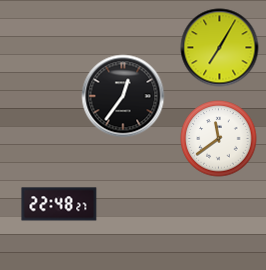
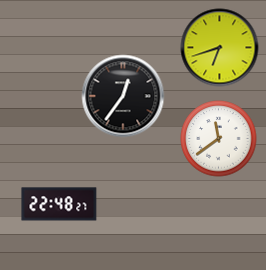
clock at (220, 48): 7:05 -> 6:42
